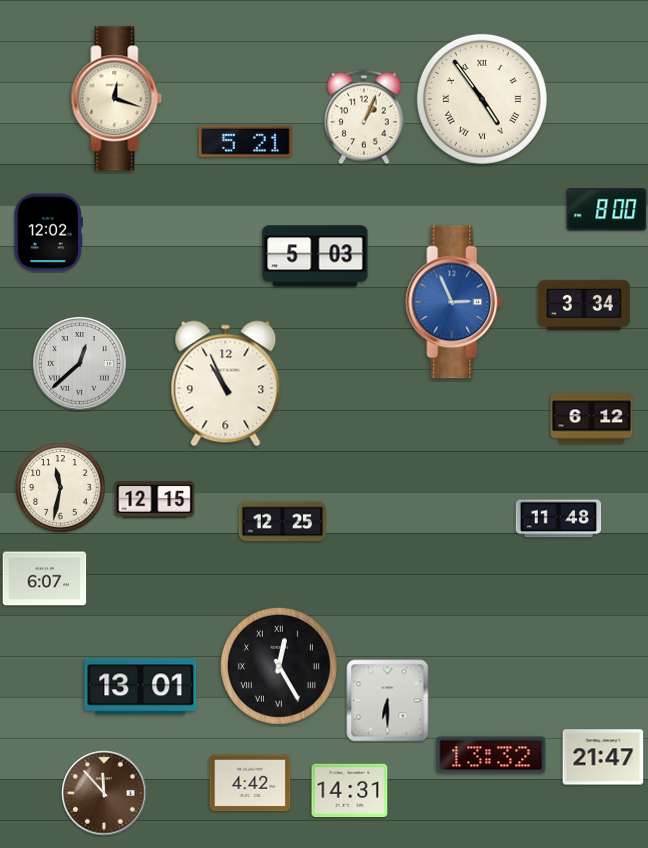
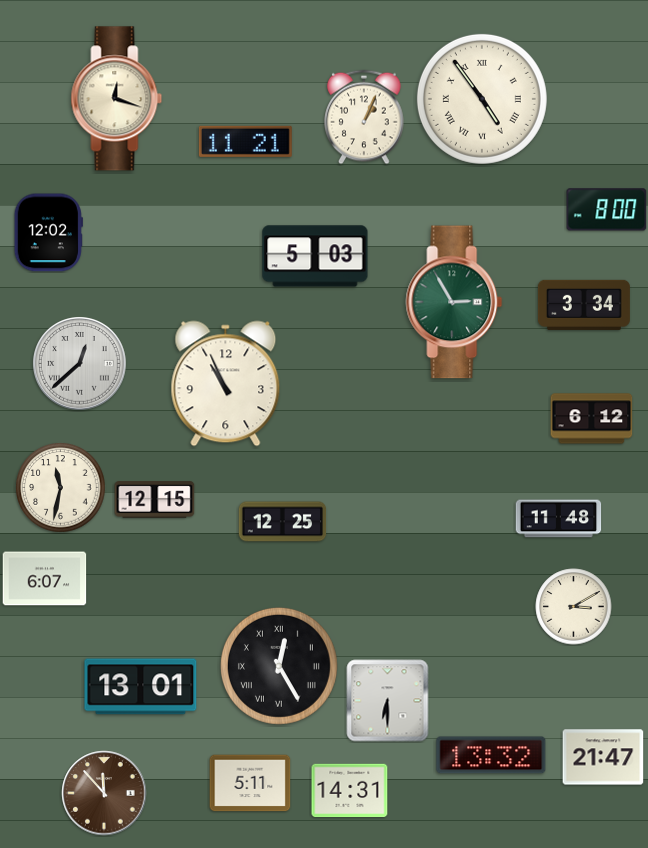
clock at (245, 141): 5:21 -> 11:21
clock at (454, 302): 2:56 -> 2:55
clock at (454, 302) dial: blue -> green
clock at (574, 607): none -> 3:10
clock at (250, 783): 4:42 -> 5:11
